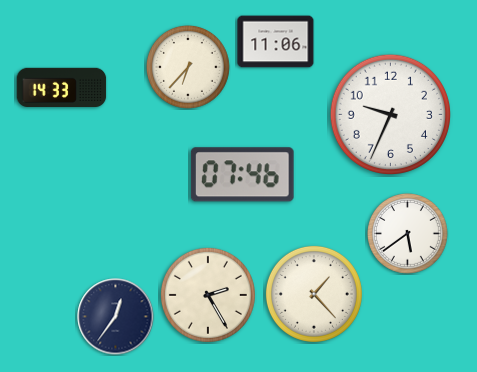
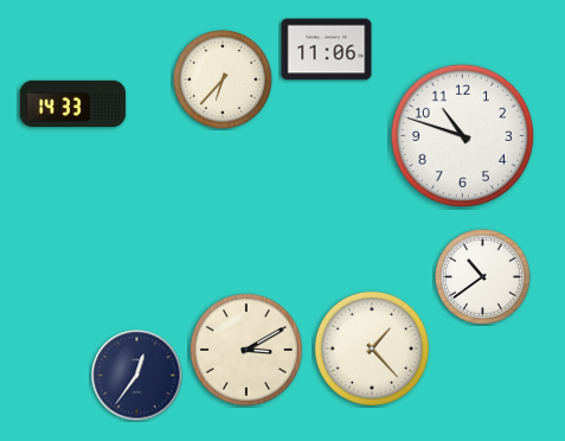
clock at (390, 114): 9:34 -> 10:48
clock at (242, 175): 07:46 -> none
clock at (408, 234): 5:39 -> 10:39
clock at (208, 295): 2:25 -> 3:10
